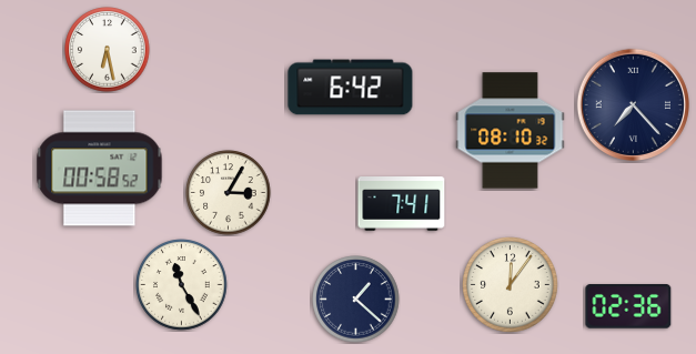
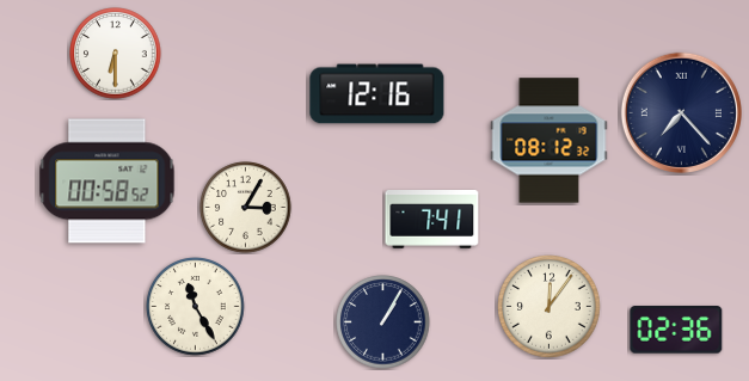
clock at (108, 50): 6:28 -> 6:30
clock at (351, 88): 6:42 -> 12:16
clock at (511, 131): 08:10 -> 08:12
clock at (356, 300): 1:22 -> 1:05
